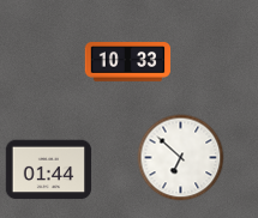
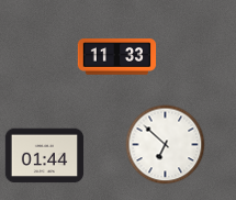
clock at (128, 62): 10:33 -> 11:33
